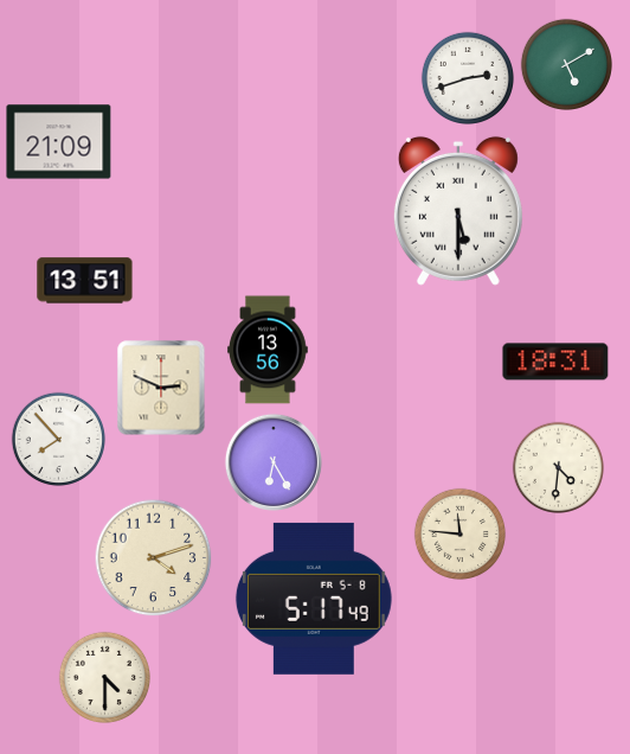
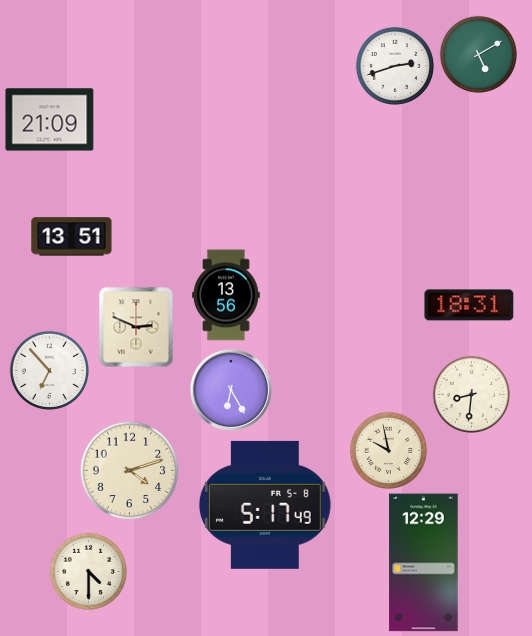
clock at (458, 211): 5:30 -> none
clock at (58, 439): 7:53 -> 6:53
clock at (558, 467): 4:31 -> 8:31
clock at (459, 533): 11:46 -> 9:58
clock at (424, 563): none -> 12:29
